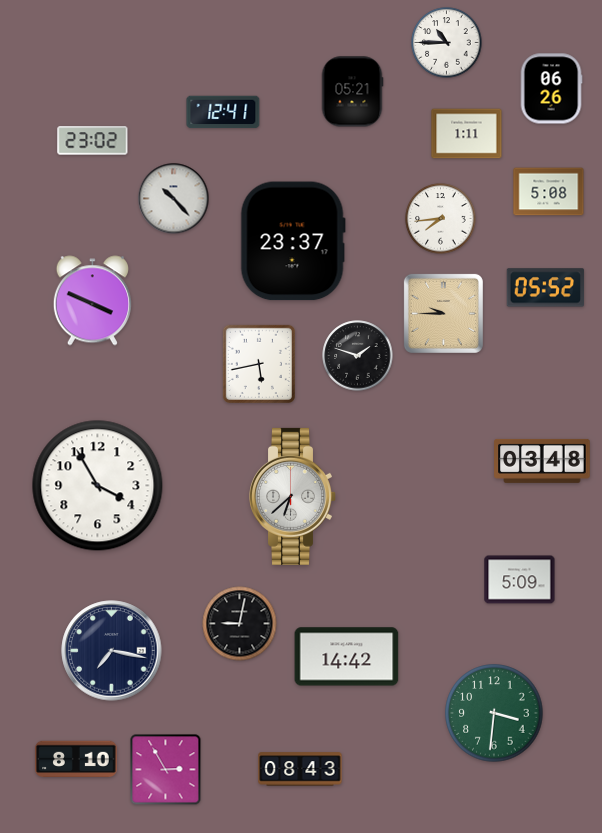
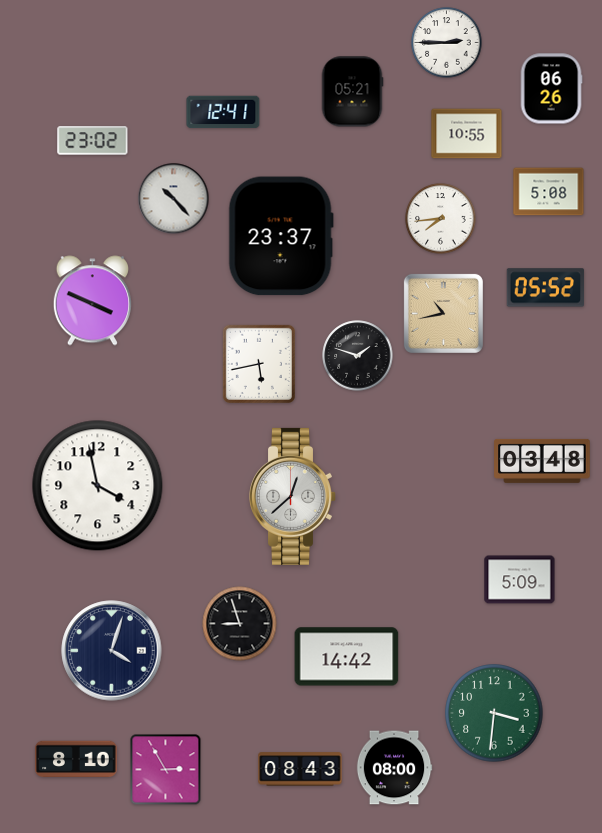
clock at (447, 43): 10:45 -> 2:45
clock at (467, 134): 1:11 -> 10:55
clock at (293, 241) position: (293, 241) -> (281, 236)
clock at (443, 313): 9:45 -> 10:43
clock at (98, 486): 3:55 -> 3:58
clock at (293, 496): 6:38 -> 12:38
clock at (240, 624): 9:02 -> 8:57
clock at (112, 651): 7:17 -> 4:03
clock at (394, 768): none -> 08:00
